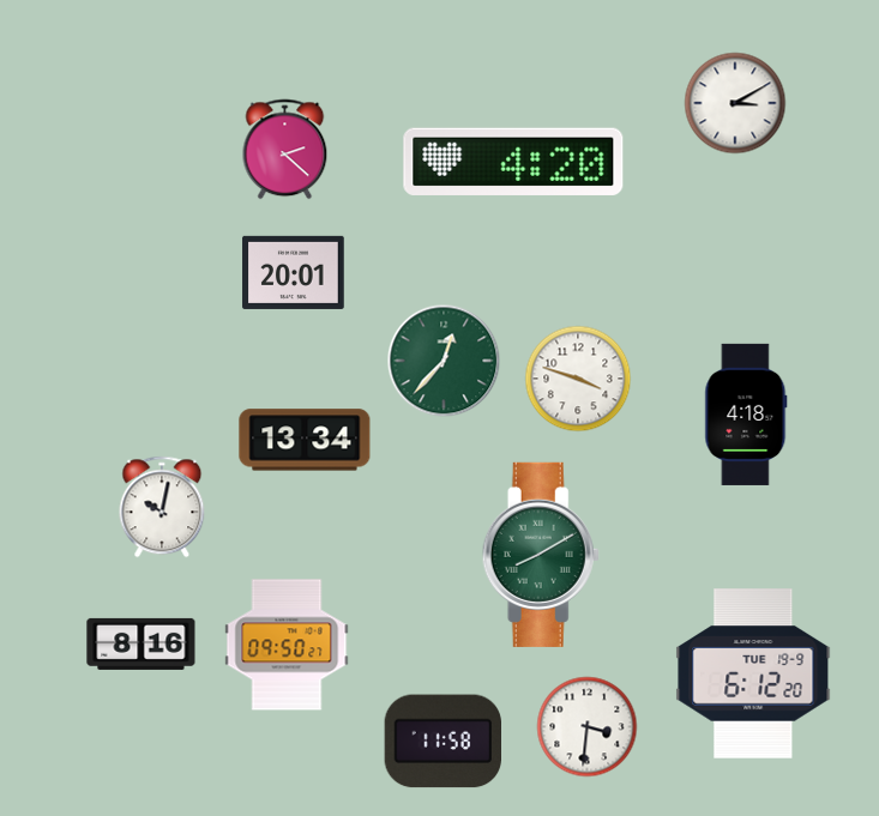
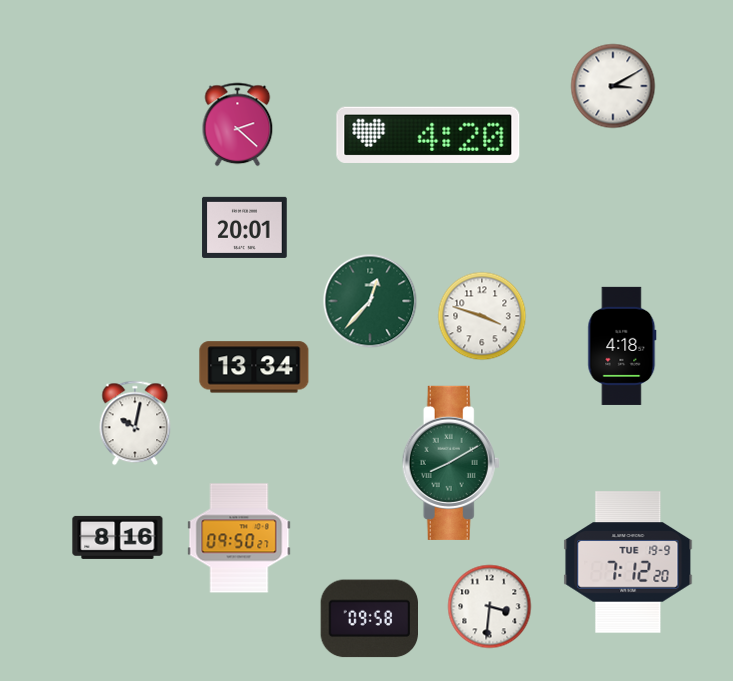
clock at (753, 673): 6:12 -> 7:12
clock at (444, 742): 11:58 -> 09:58
